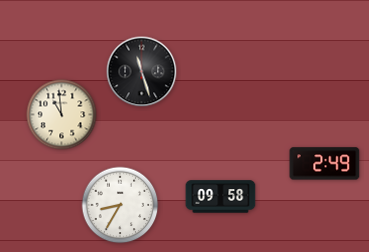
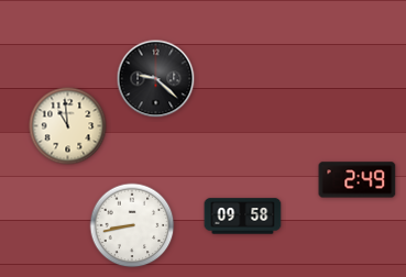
clock at (142, 72): 11:27 -> 9:22
clock at (120, 205): 8:35 -> 8:43
